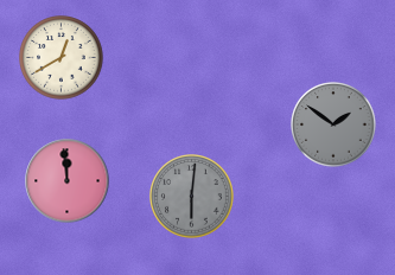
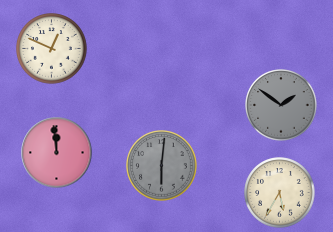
clock at (62, 58): 12:40 -> 12:49
clock at (280, 193): none -> 5:35
